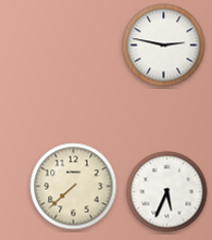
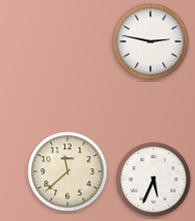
clock at (74, 187): 7:38 -> 11:38
clock at (167, 192) position: (167, 192) -> (154, 180)
